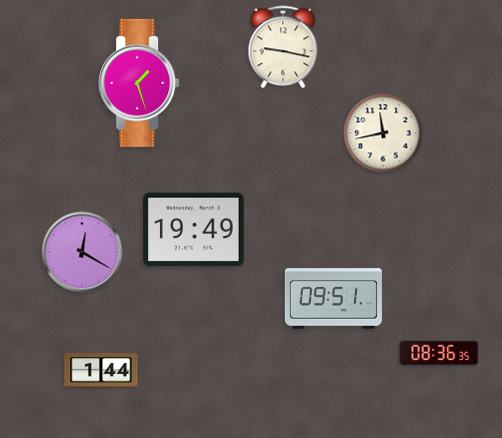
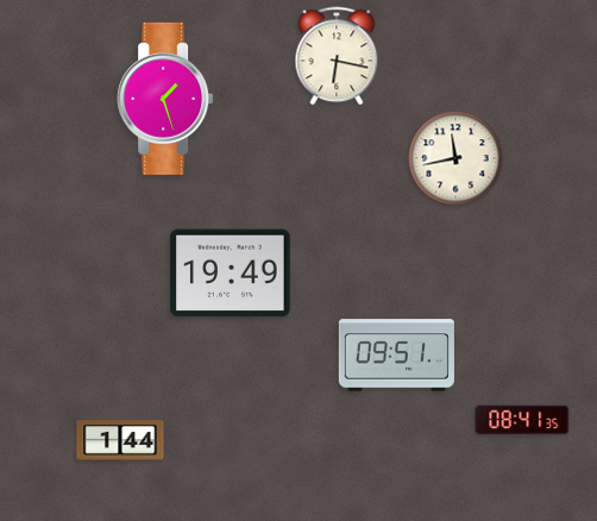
clock at (283, 47): 9:17 -> 6:17
clock at (82, 252): 12:20 -> none
clock at (439, 353): 08:36 -> 08:41
